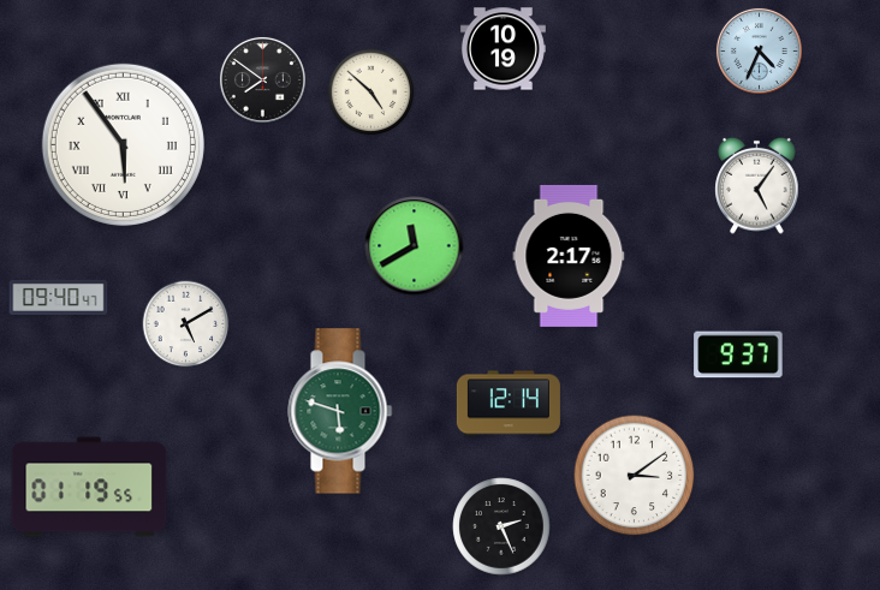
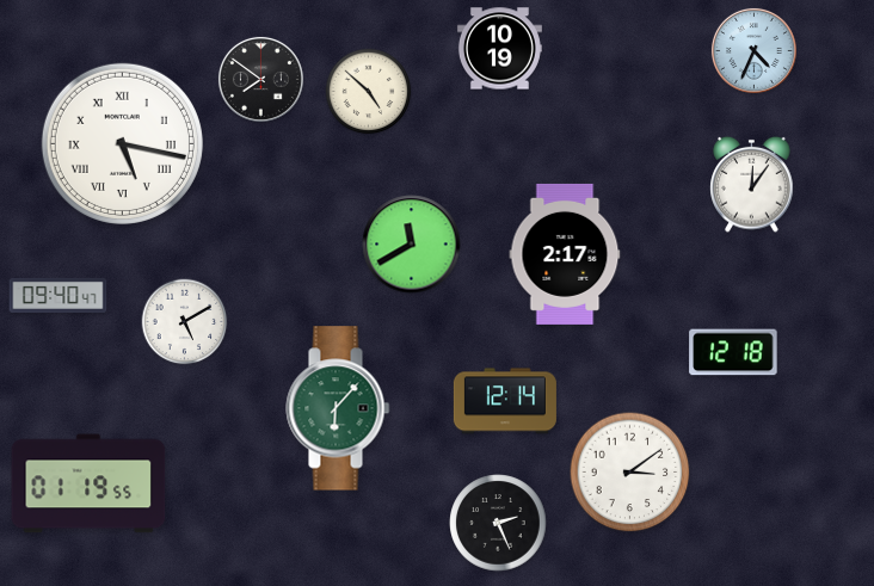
clock at (123, 144): 5:54 -> 5:17
clock at (757, 185): 5:06 -> 12:06
clock at (738, 354): 9:37 -> 12:18
clock at (340, 411): 5:48 -> 6:07
